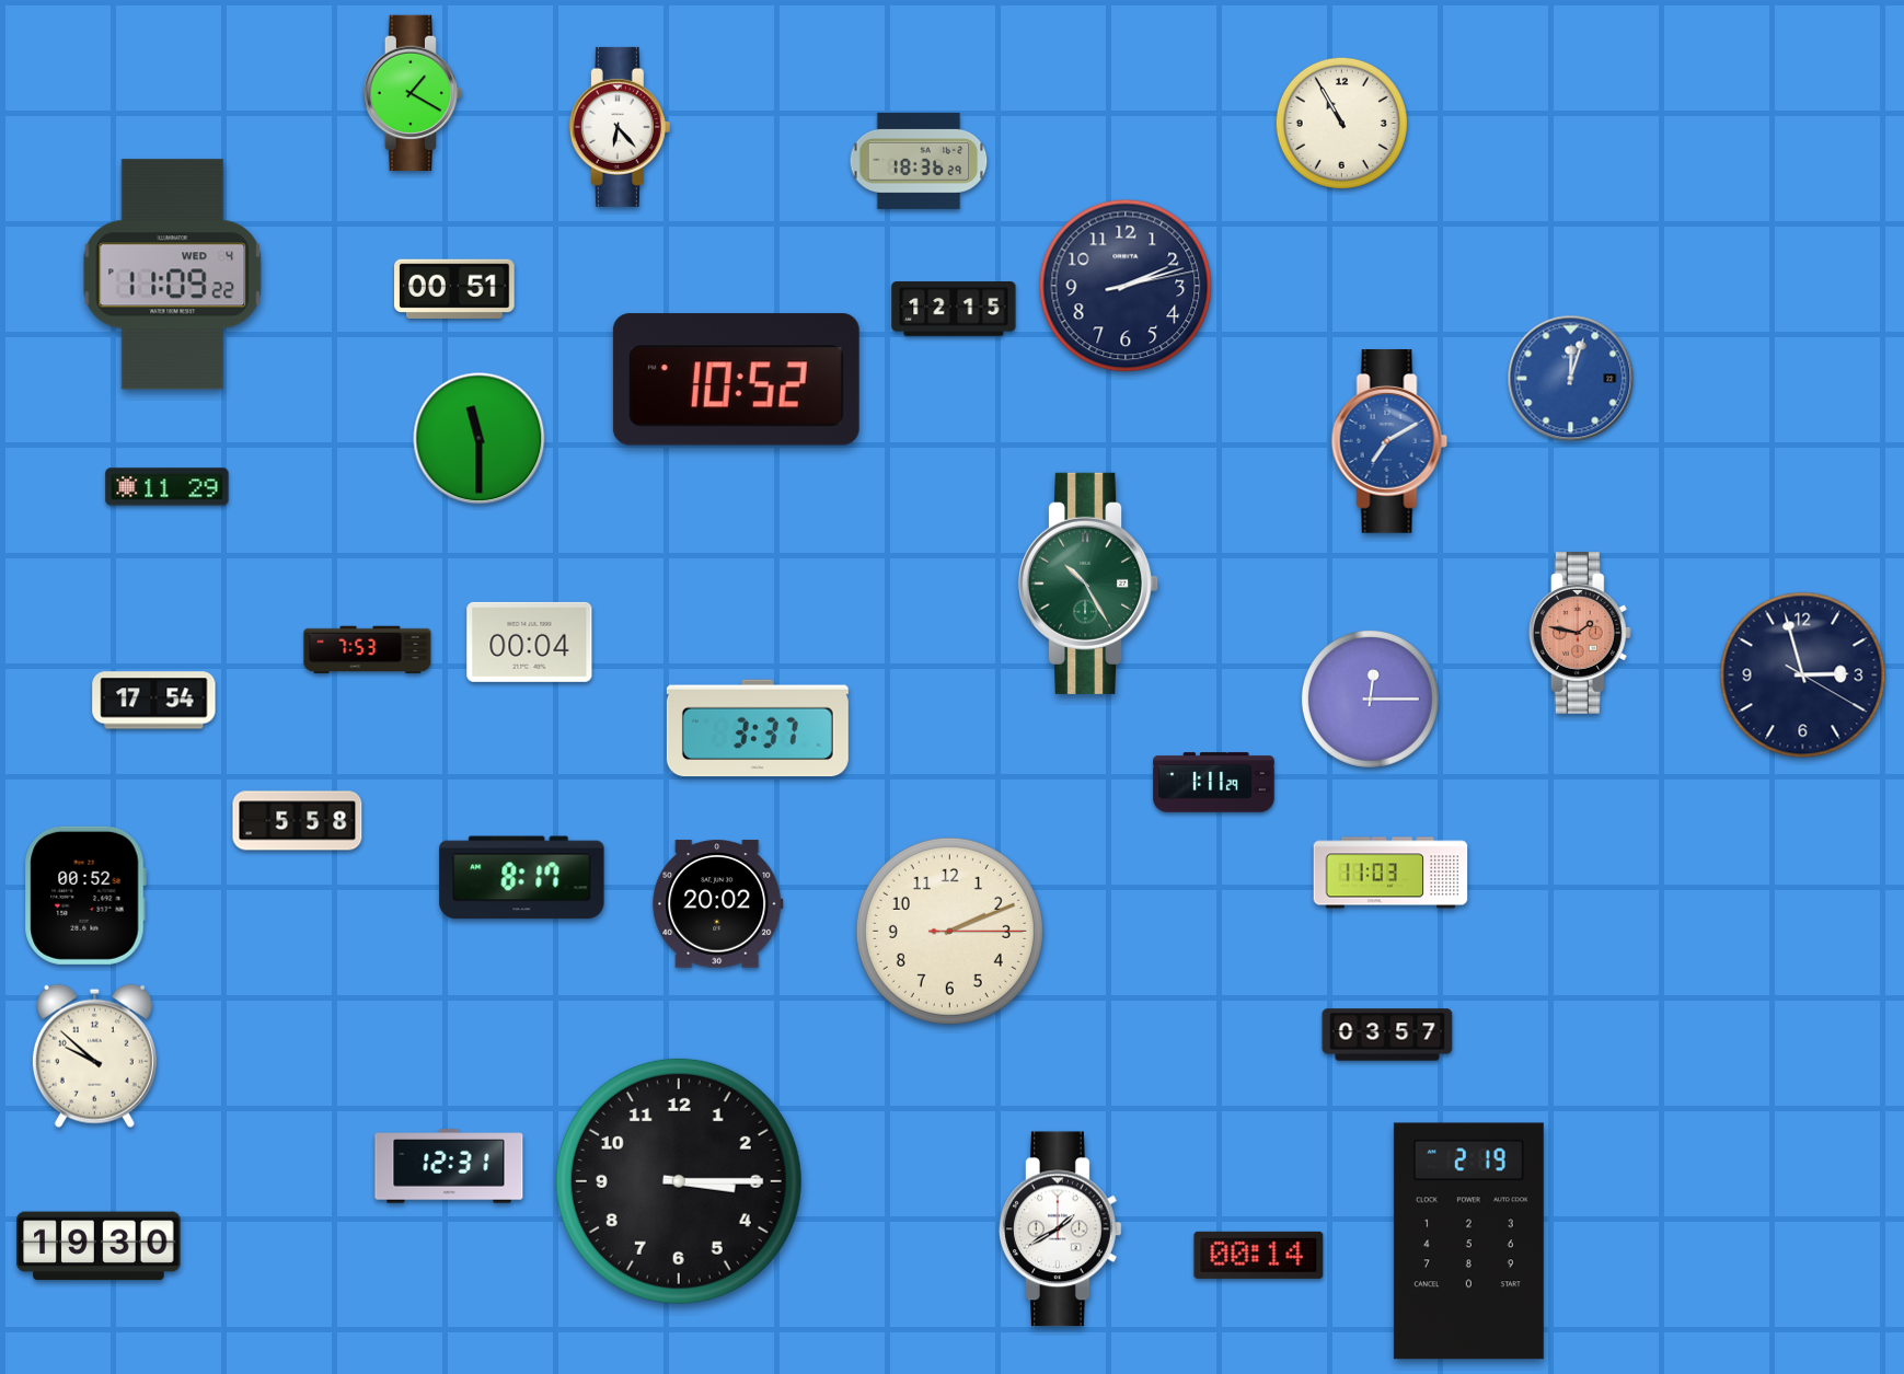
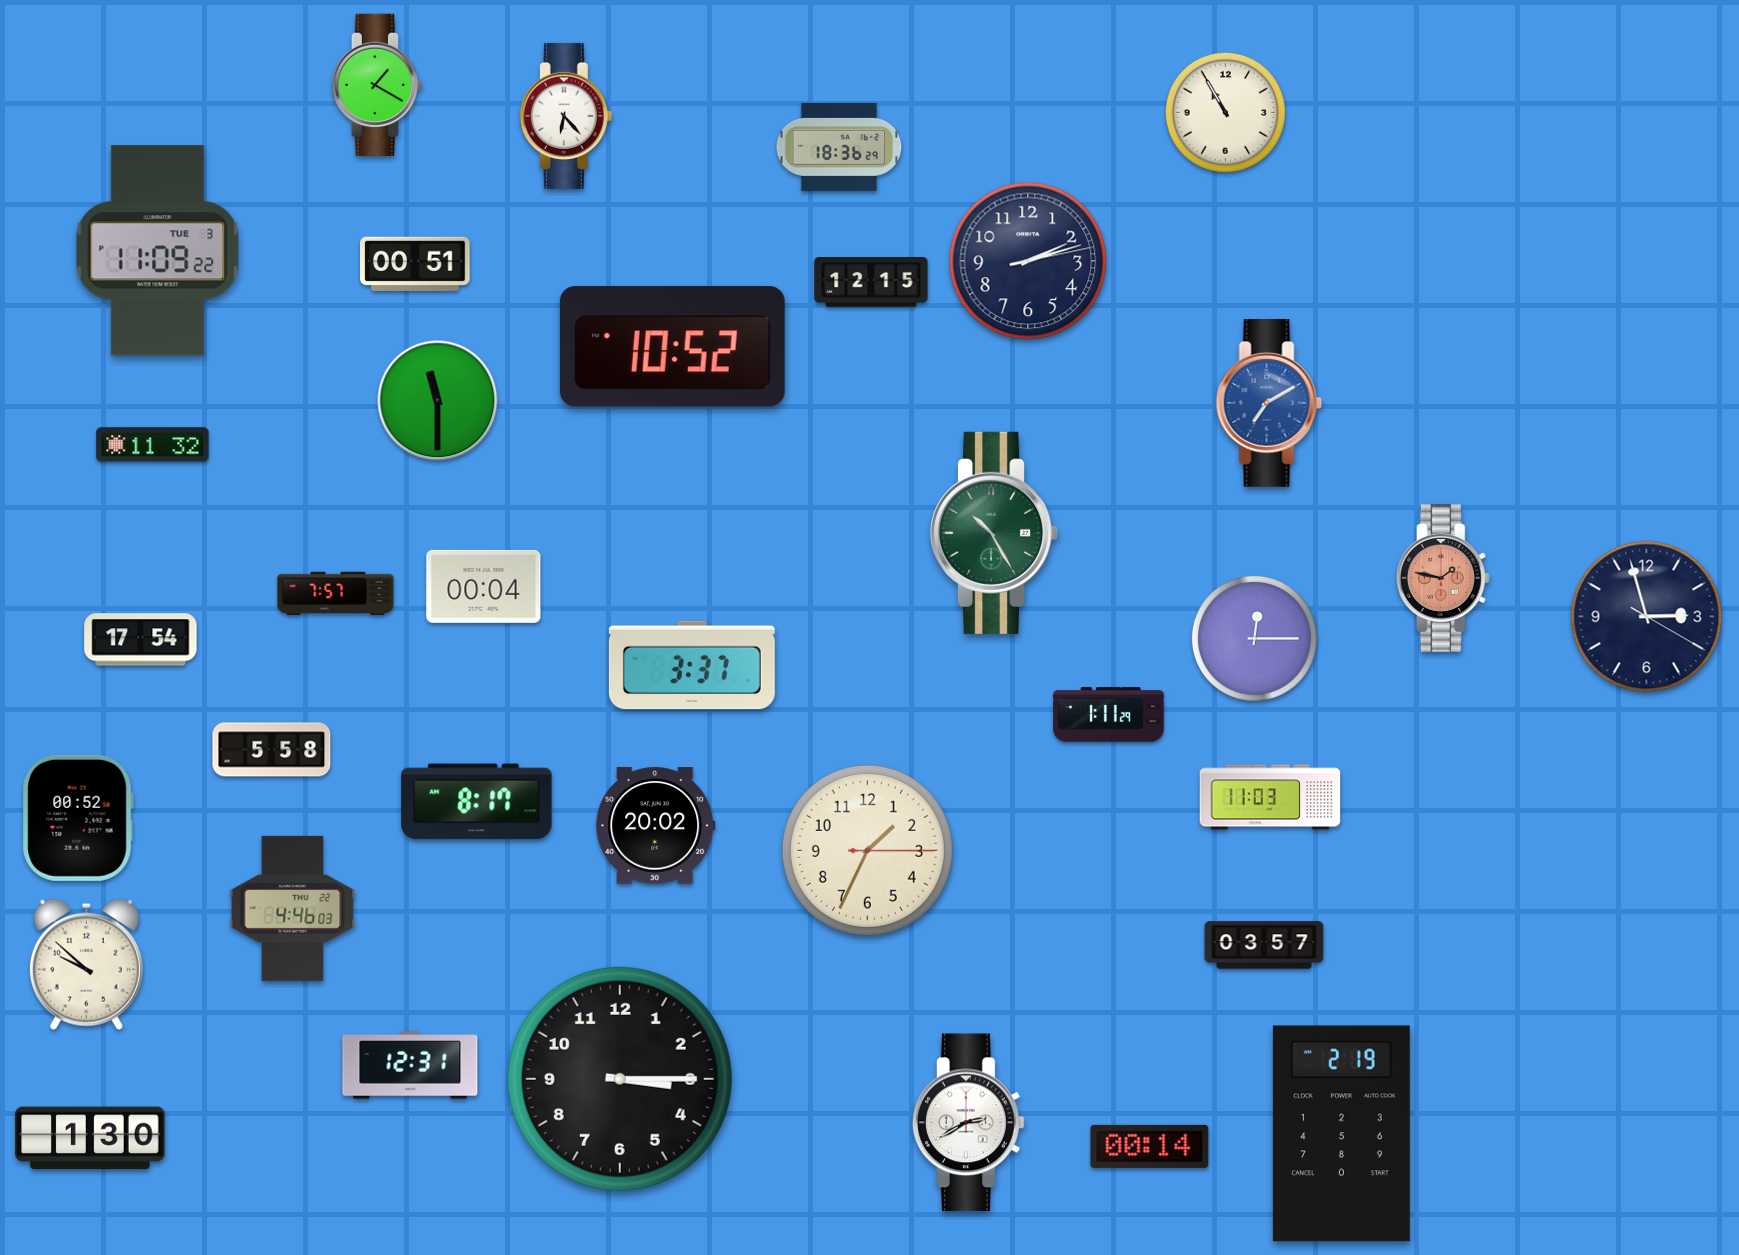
clock at (173, 275) date: WED 4 -> TUE 3
clock at (1571, 379): 12:03 -> none
clock at (168, 487): 11:29 -> 11:32
clock at (368, 650): 7:53 -> 7:57
clock at (1370, 698) position: (1370, 698) -> (1254, 638)
clock at (949, 931): 2:11 -> 1:34
clock at (293, 908): none -> 4:46
clock at (1387, 1035) position: (1387, 1035) -> (1264, 945)
clock at (1061, 1229): 1:40 -> 2:40
clock at (99, 1246): 19:30 -> 1:30
